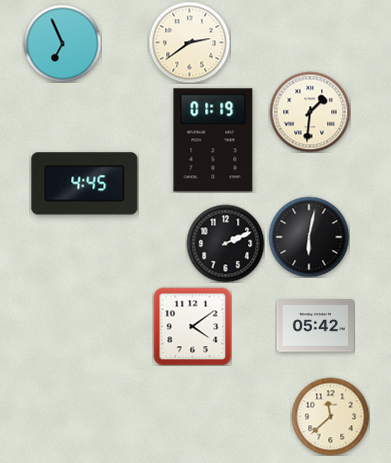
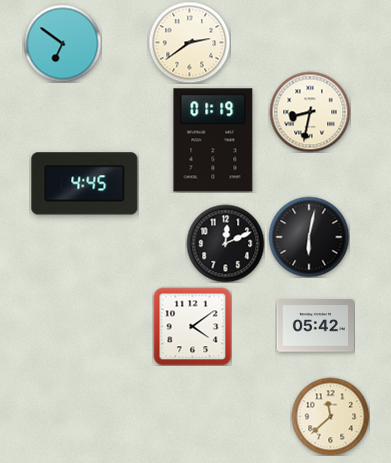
clock at (62, 43): 6:56 -> 6:51
clock at (310, 112): 1:31 -> 8:32
clock at (225, 243): 2:11 -> 12:11
